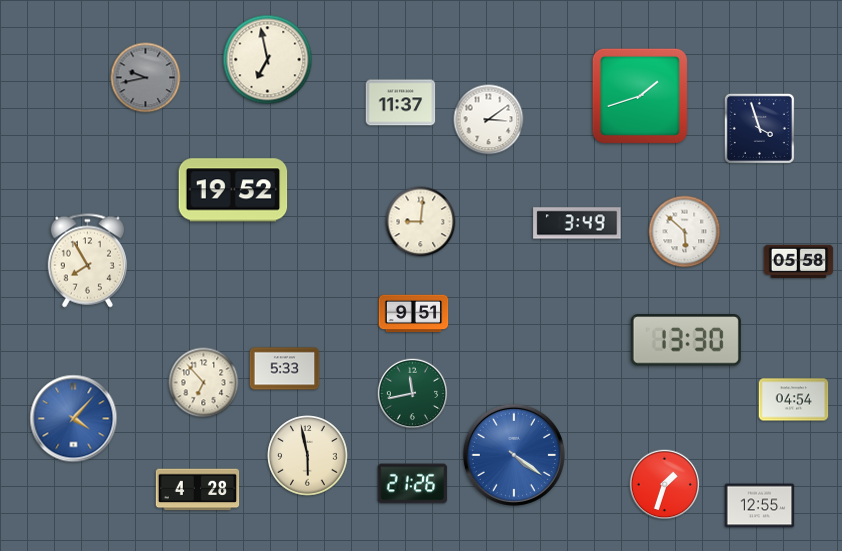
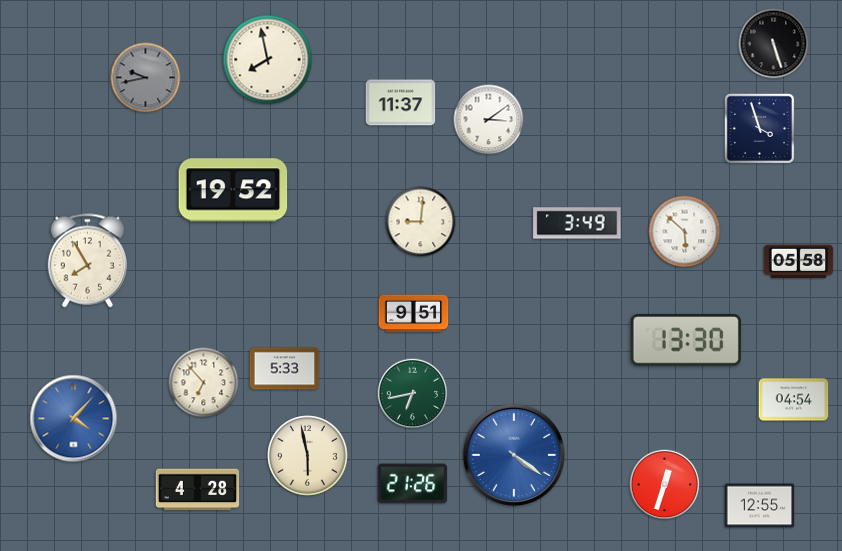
clock at (774, 44): none -> 5:27
clock at (268, 60): 6:58 -> 7:58
clock at (640, 96): 1:42 -> none
clock at (413, 394): 11:43 -> 6:43
clock at (665, 485): 1:33 -> 12:33
